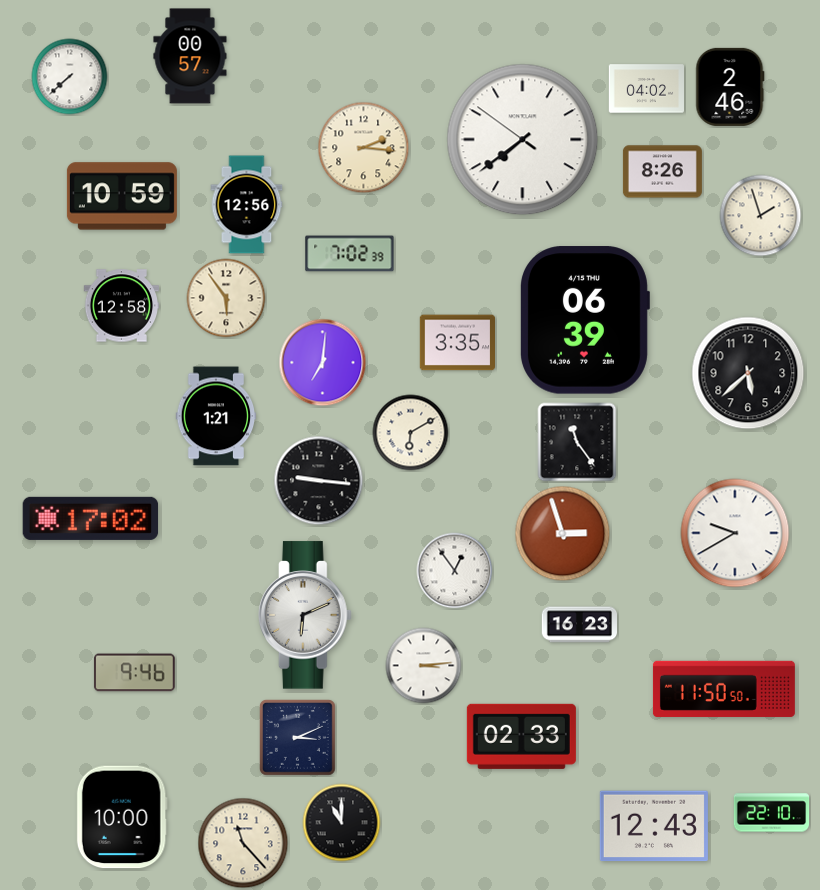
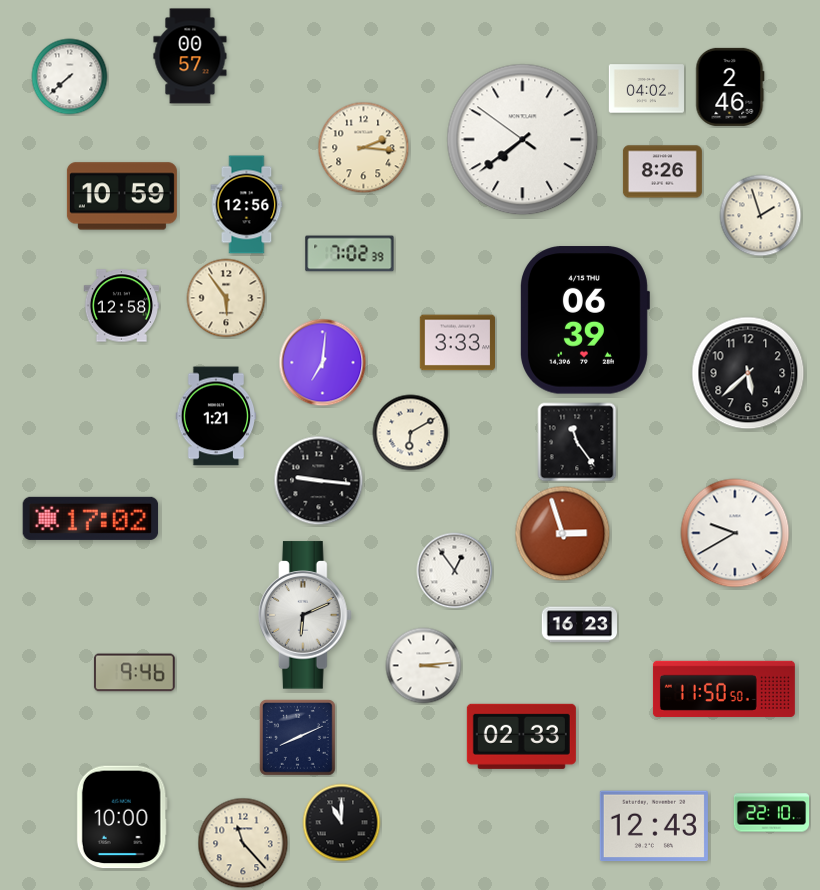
clock at (457, 343): 3:35 -> 3:33
clock at (298, 738): 3:11 -> 8:11
